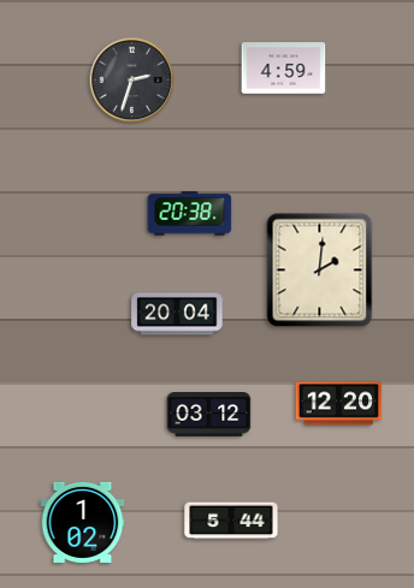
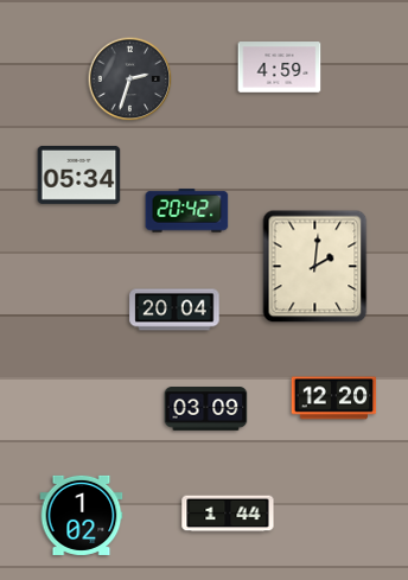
clock at (79, 174): none -> 05:34
clock at (190, 214): 20:38 -> 20:42
clock at (209, 415): 03:12 -> 03:09
clock at (231, 521): 5:44 -> 1:44
